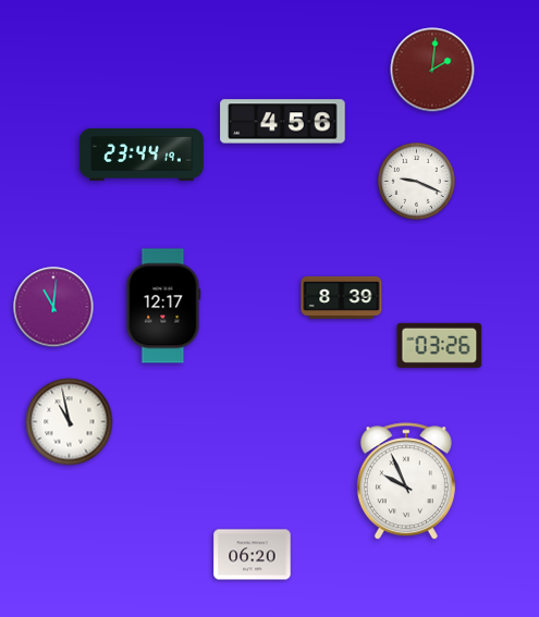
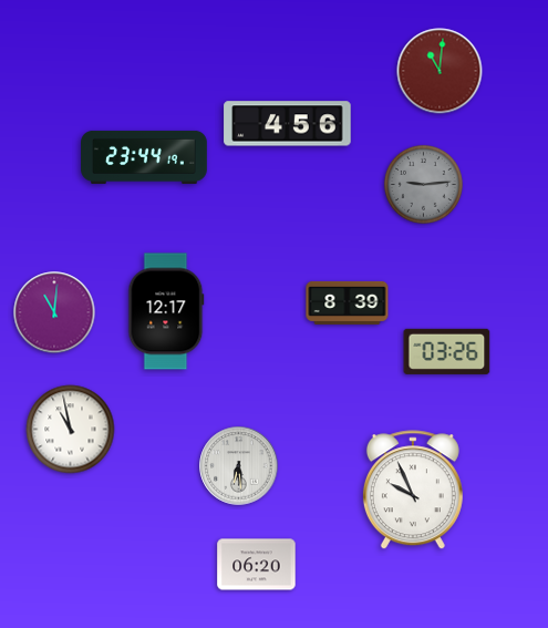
clock at (432, 70): 2:01 -> 11:01
clock at (416, 181): 9:19 -> 9:14
clock at (416, 181) dial: white -> grey
clock at (239, 466): none -> 6:29
